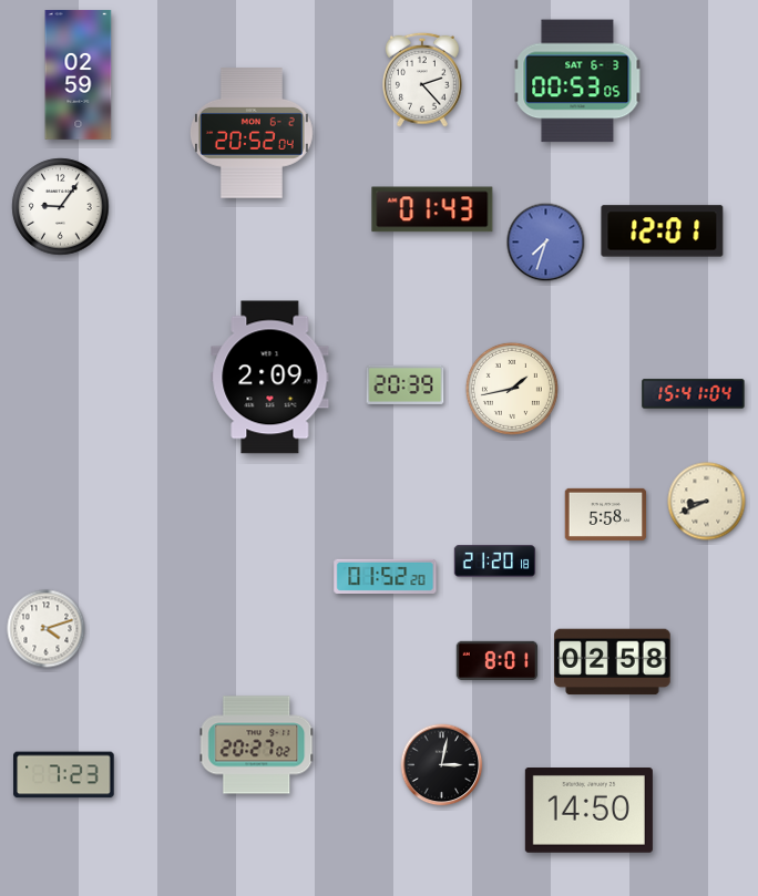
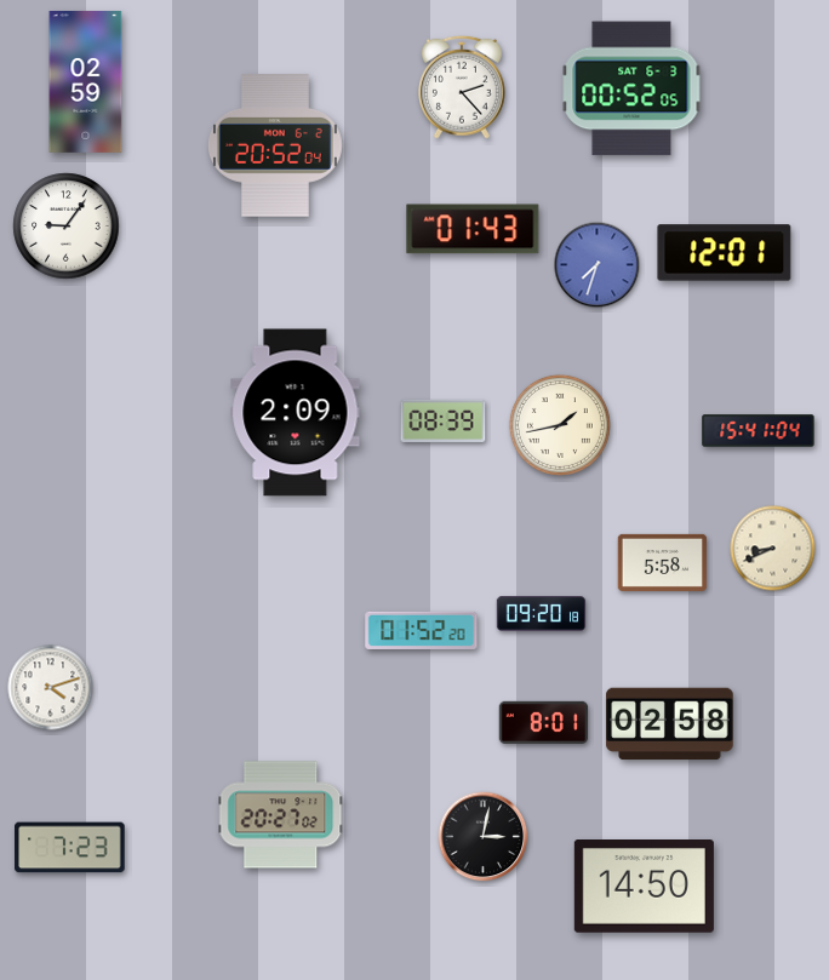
clock at (577, 81): 00:53 -> 00:52
clock at (406, 384): 20:39 -> 08:39
clock at (495, 562): 21:20 -> 09:20
